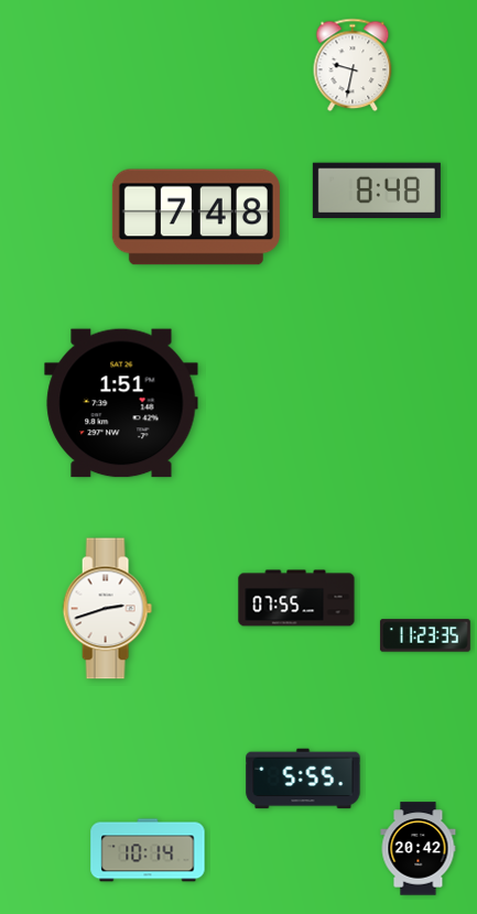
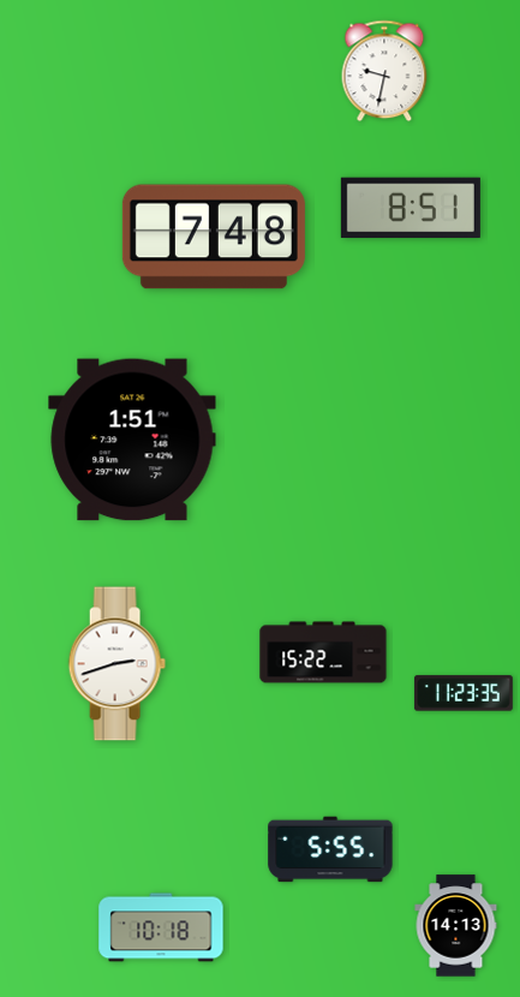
clock at (377, 191): 8:48 -> 8:51
clock at (296, 598): 07:55 -> 15:22
clock at (419, 849): 20:42 -> 14:13
clock at (148, 850): 10:14 -> 10:18
